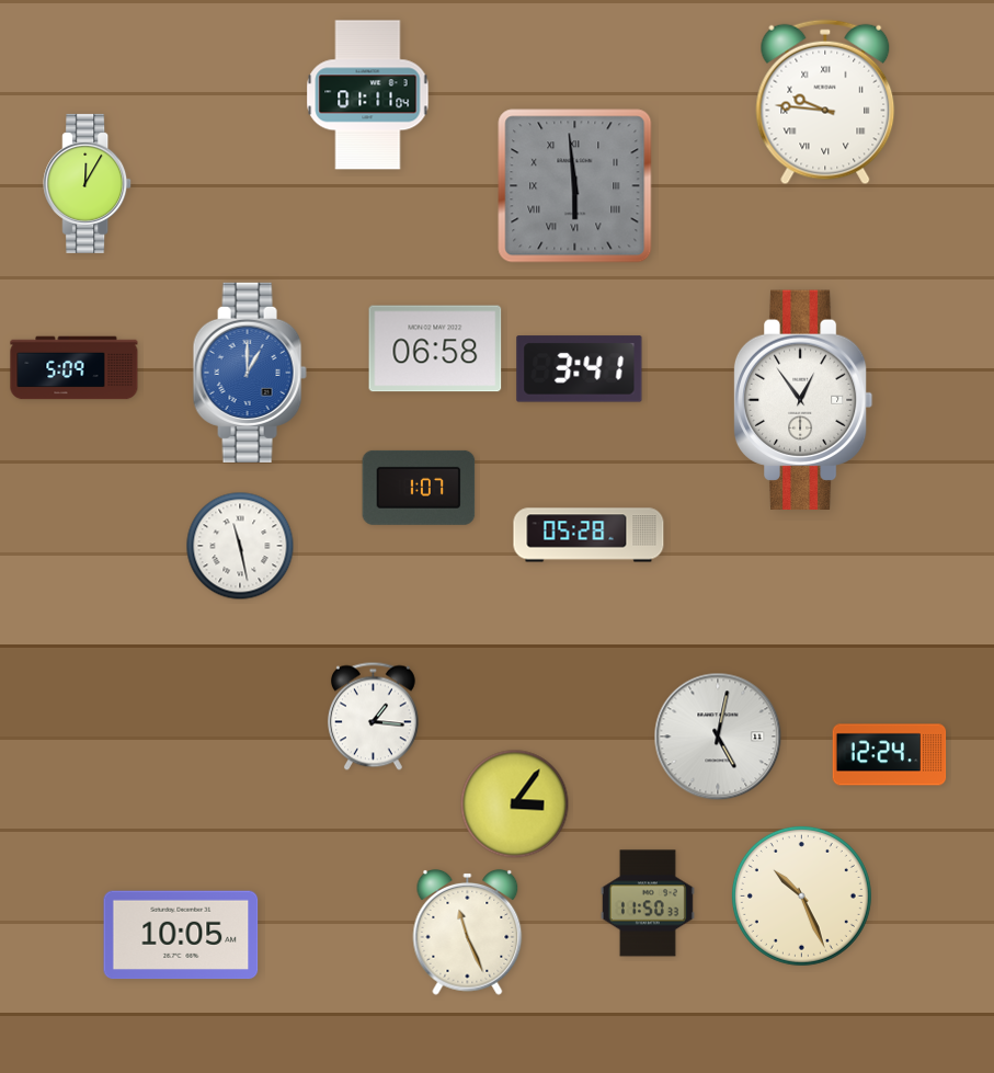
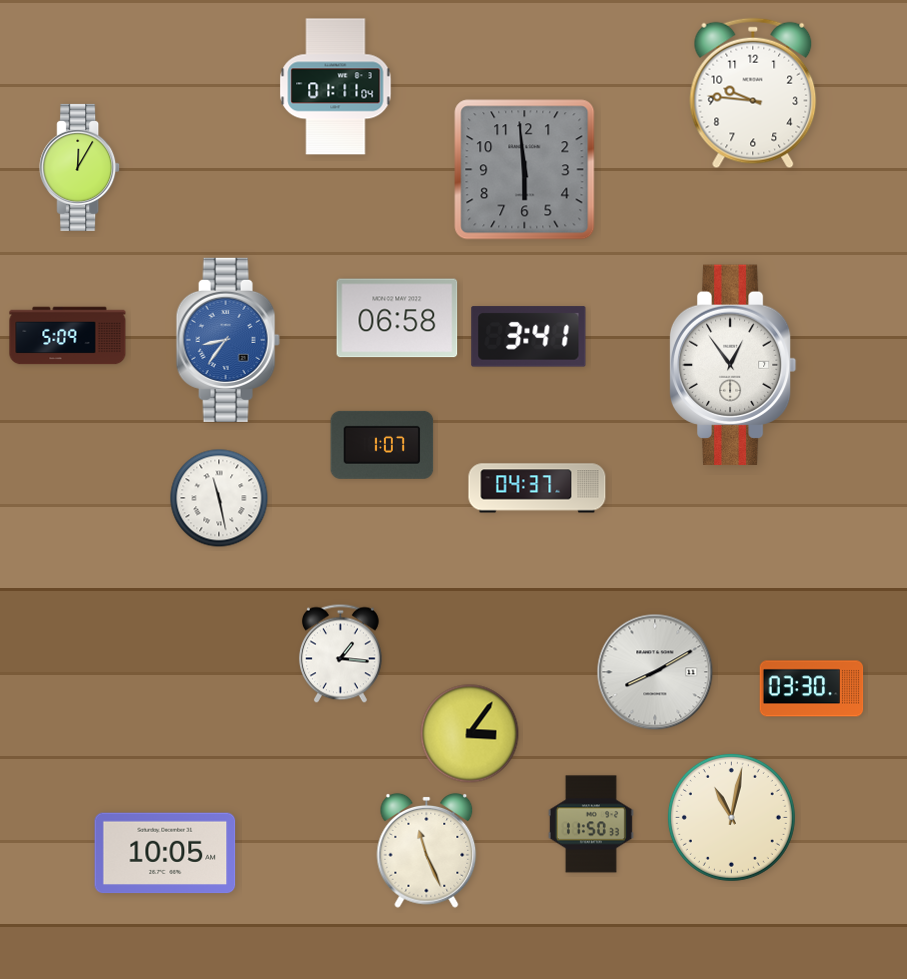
clock at (825, 102) numerals: Roman -> Arabic
clock at (575, 186) numerals: Roman -> Arabic
clock at (250, 373): 1:00 -> 8:36
clock at (589, 535): 05:28 -> 04:37
clock at (718, 737): 5:02 -> 8:10
clock at (890, 755): 12:24 -> 03:30
clock at (801, 895): 10:26 -> 11:02
